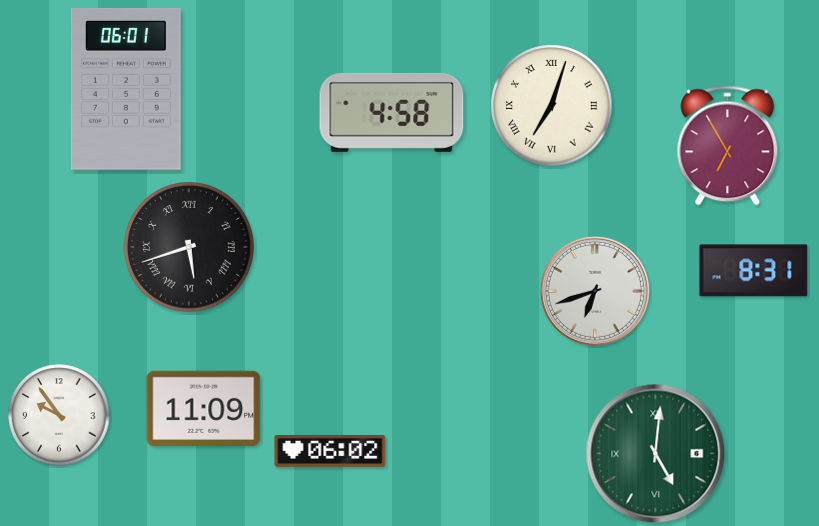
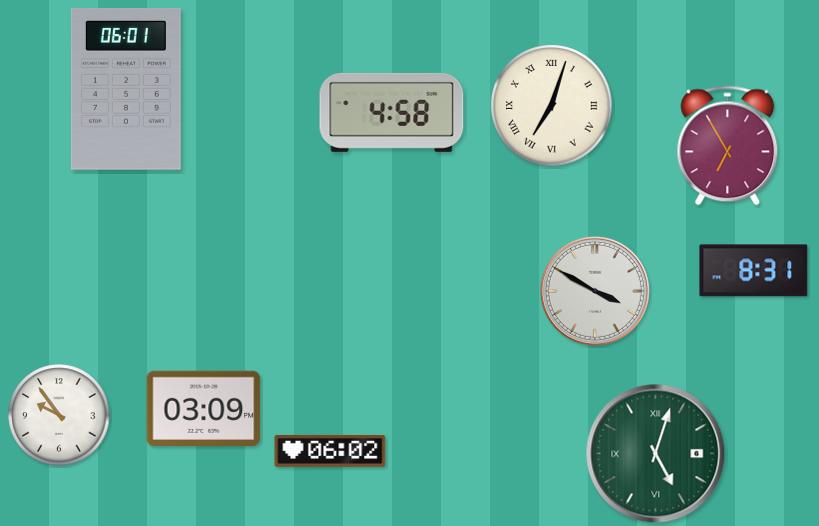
clock at (189, 247): 5:42 -> none
clock at (595, 291): 6:42 -> 3:50
clock at (204, 408): 11:09 -> 03:09
clock at (656, 454): 5:01 -> 5:03
